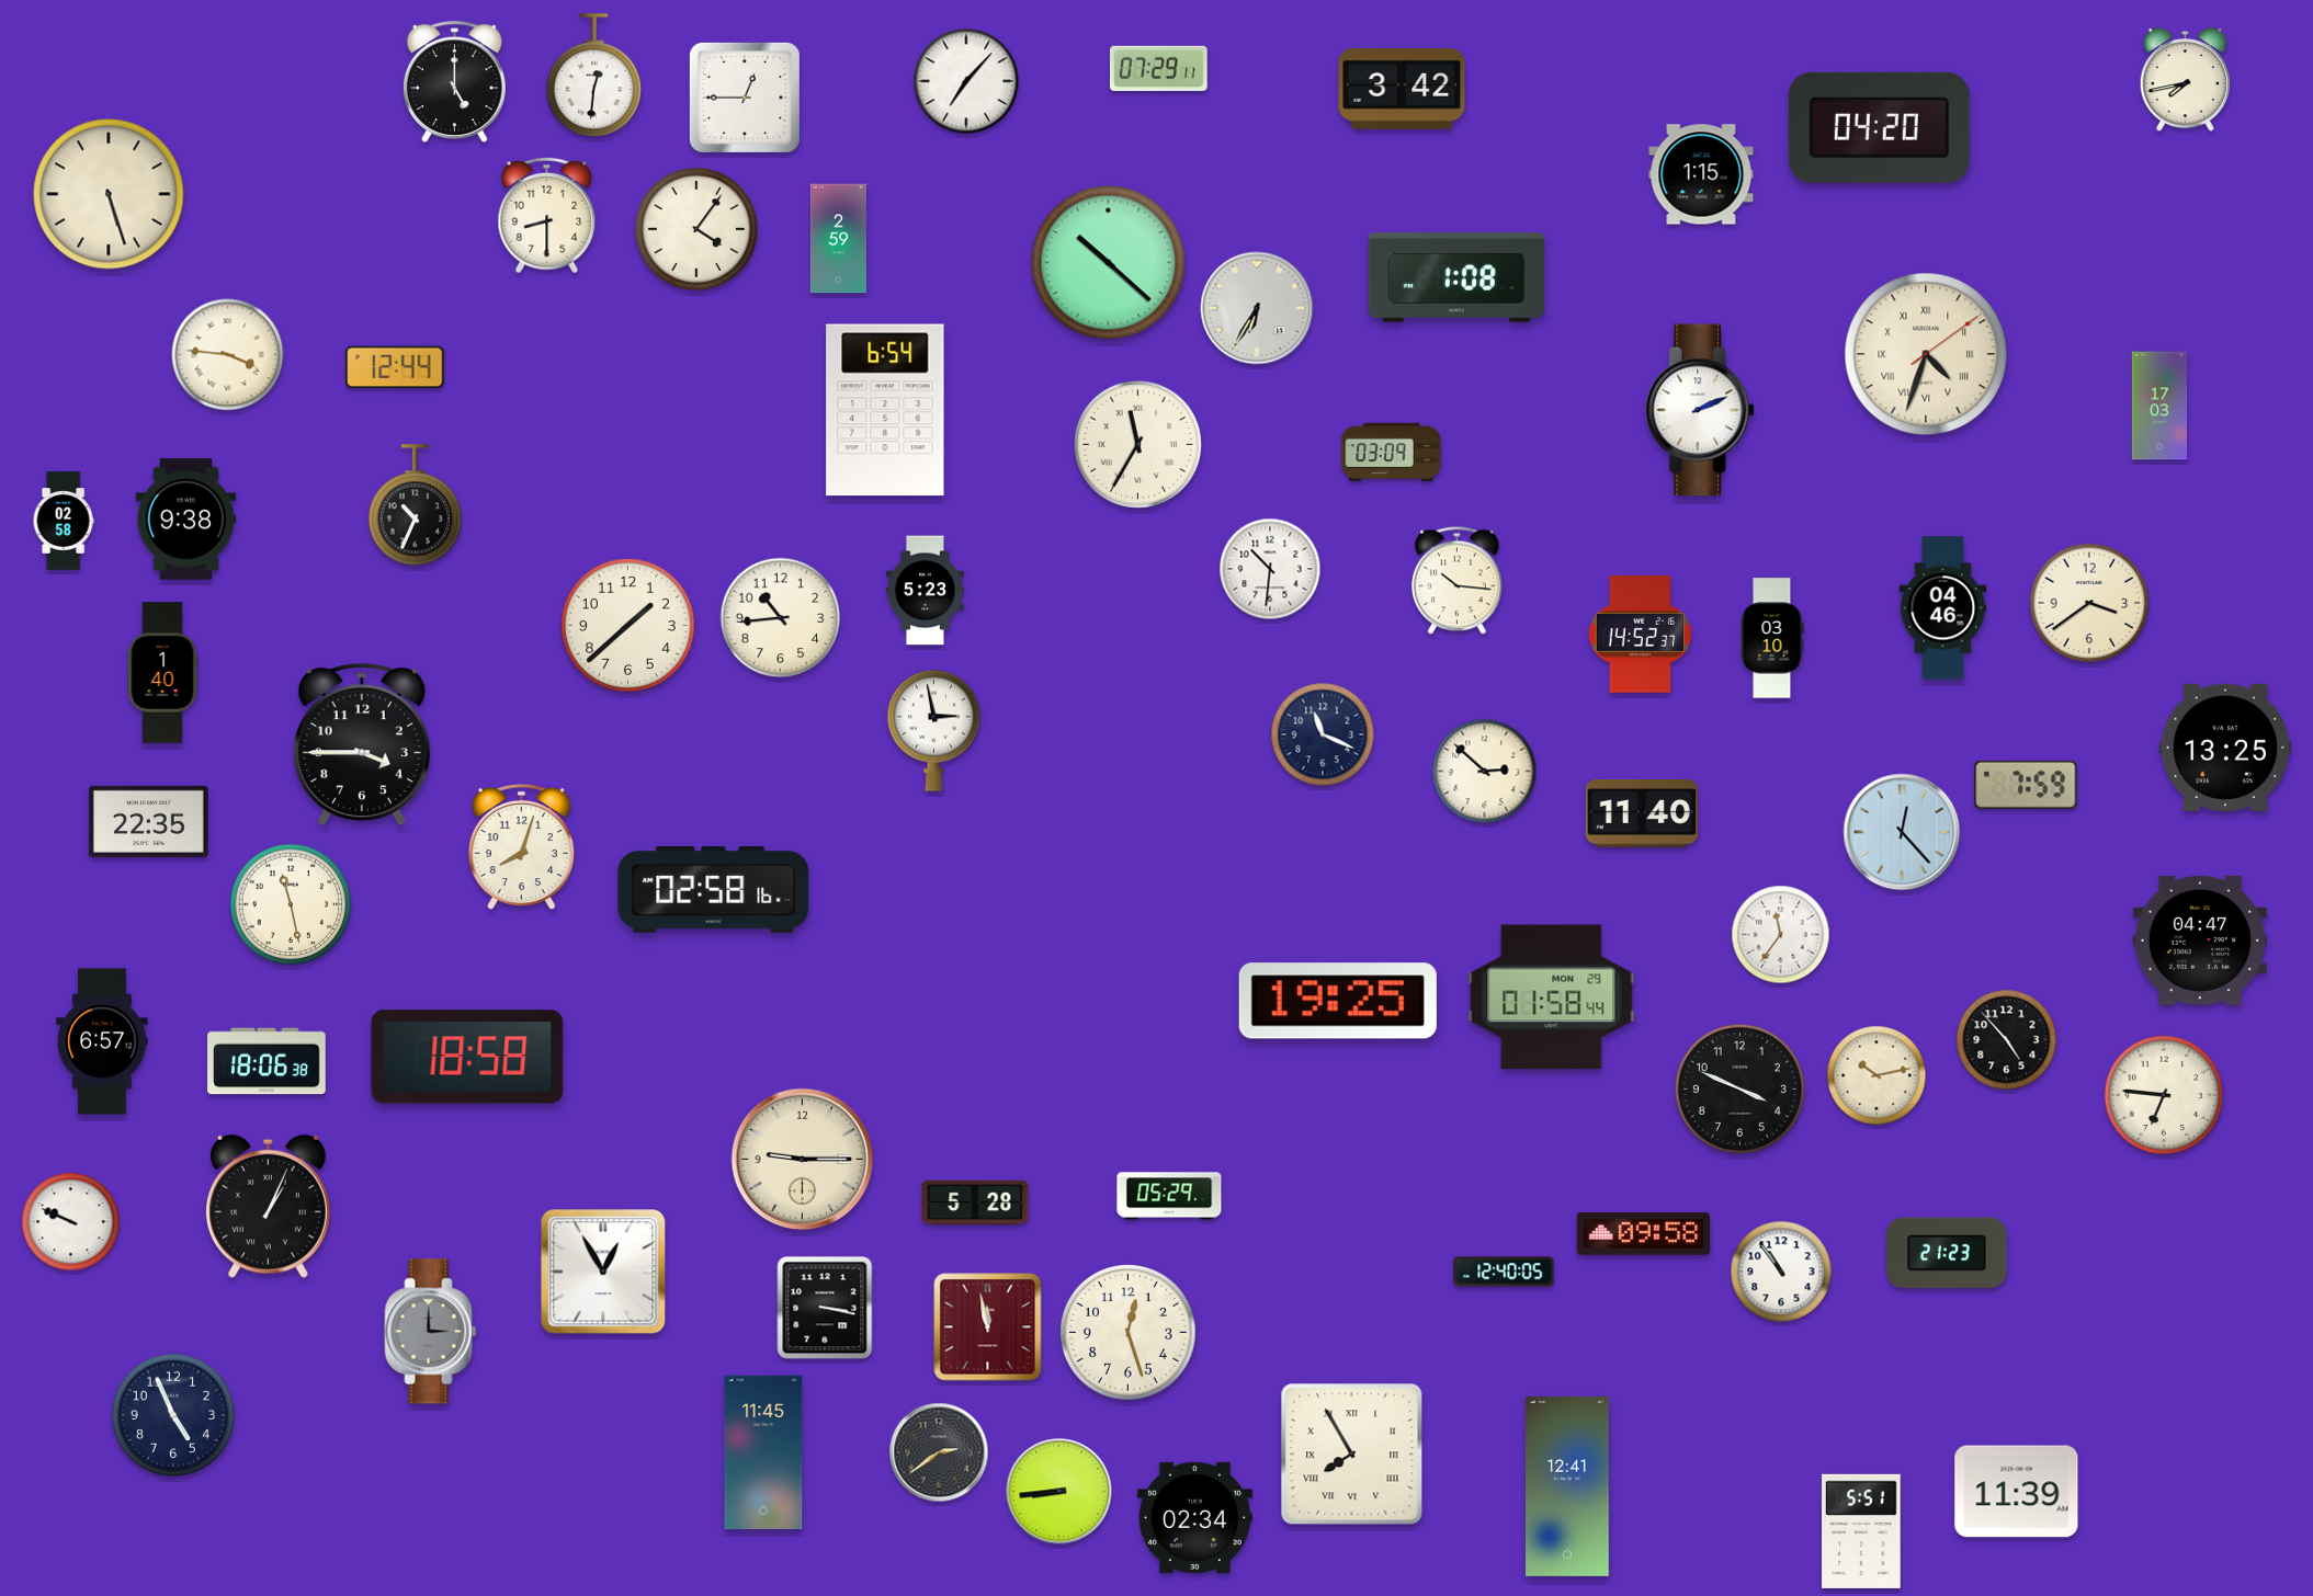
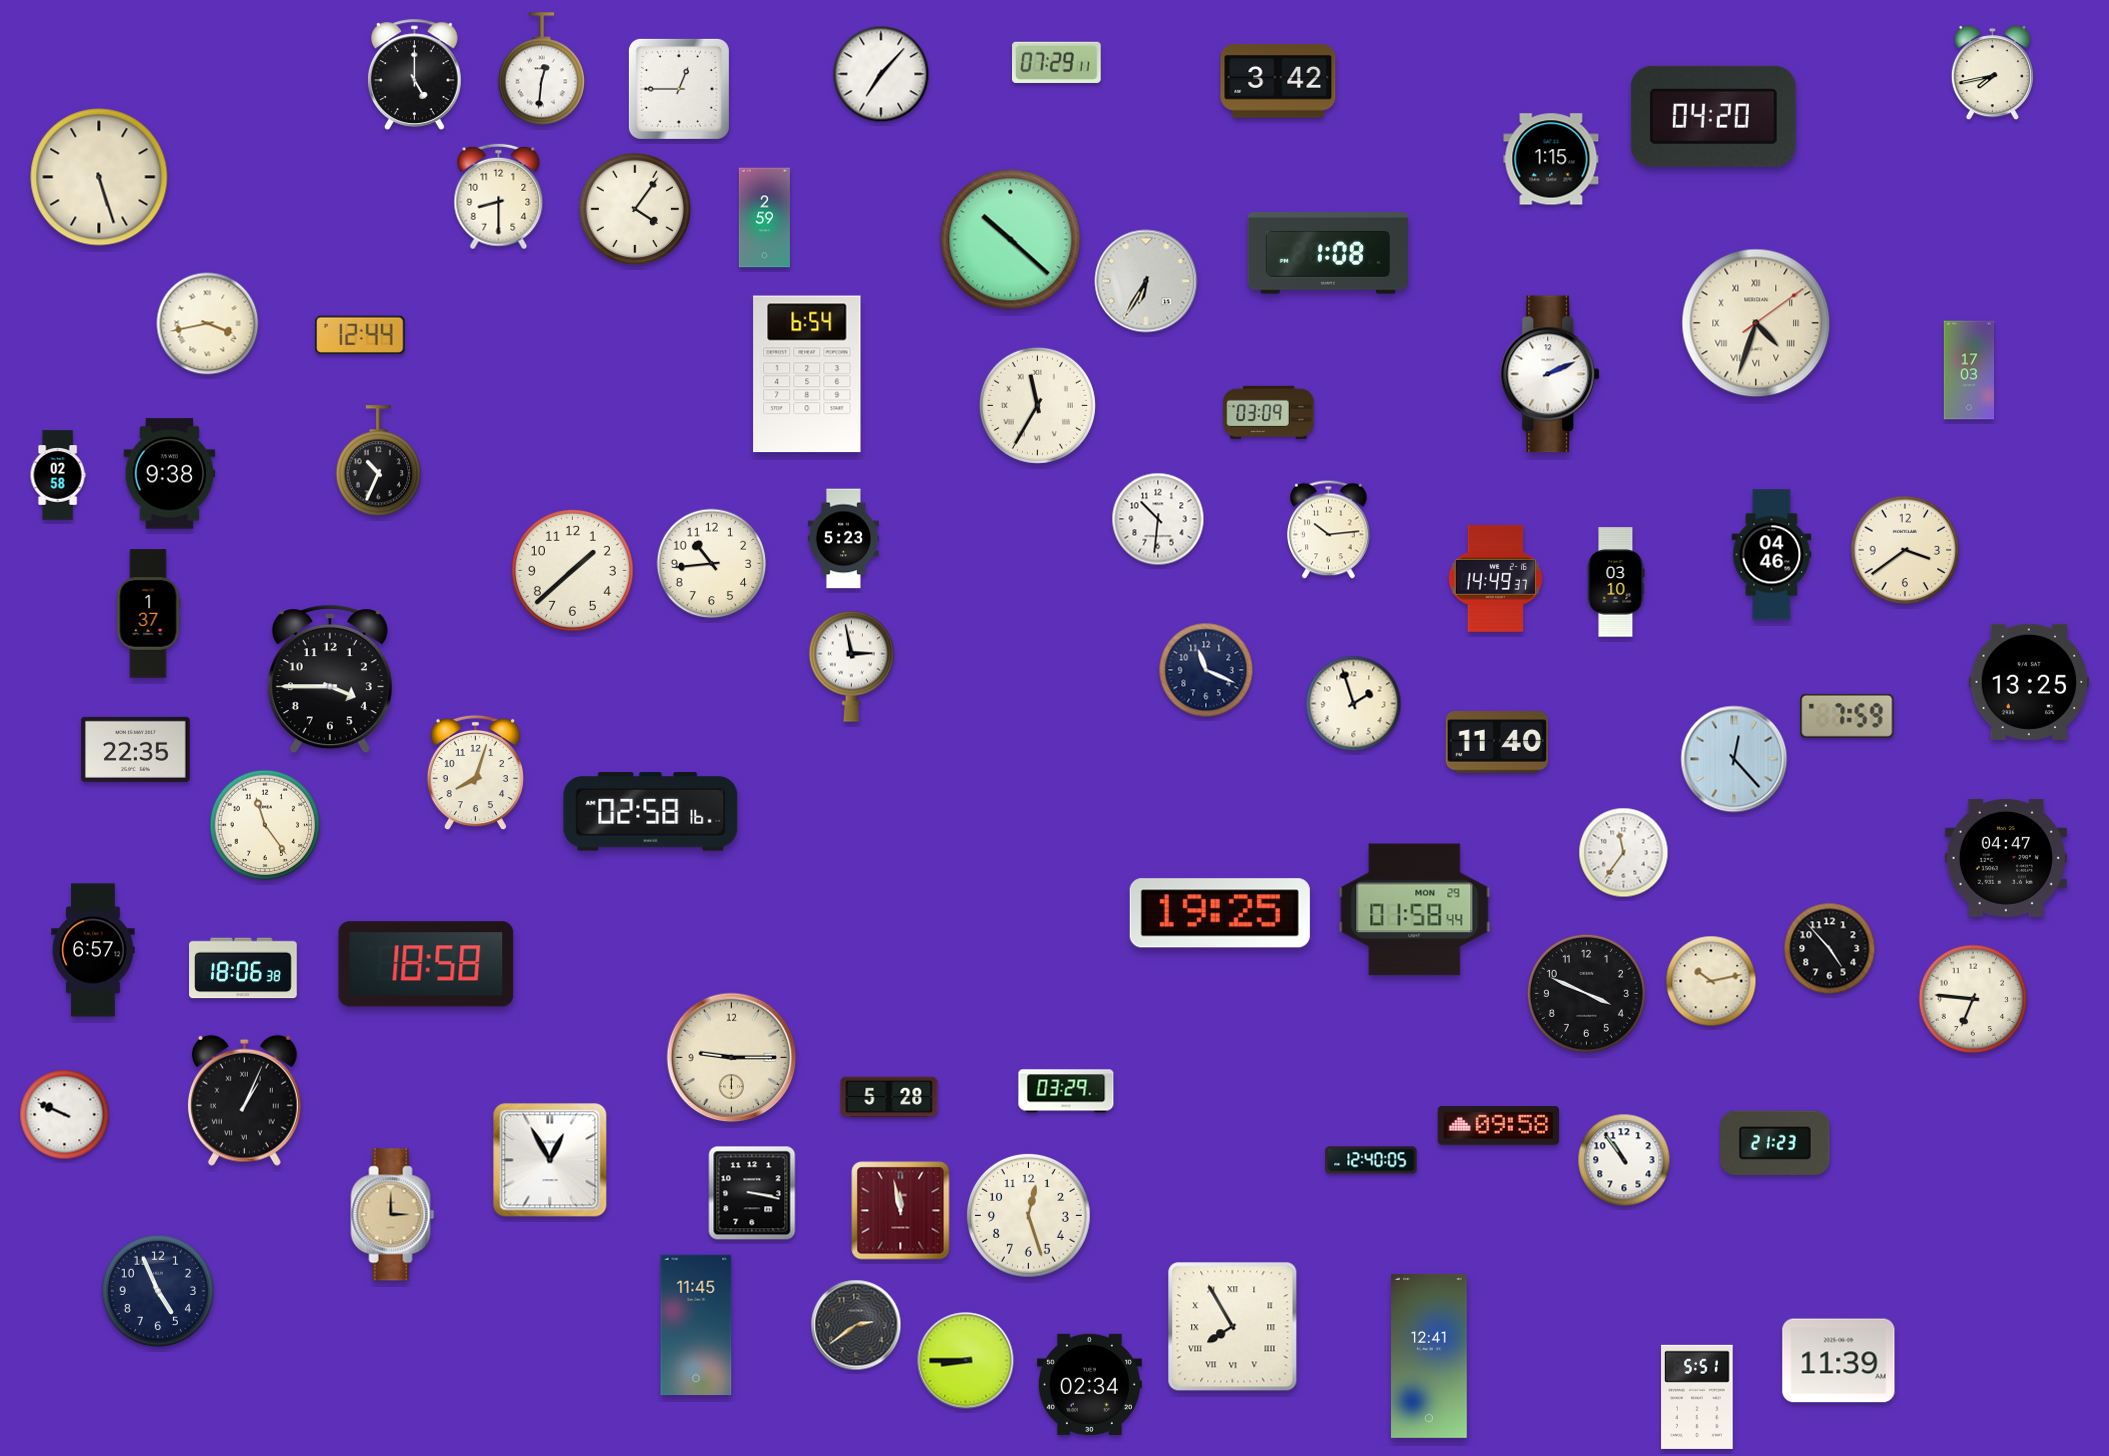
clock at (228, 355): 3:46 -> 3:43
clock at (1458, 581): 10:16 -> 10:14
clock at (1641, 634): 14:52 -> 14:49
clock at (162, 673): 1:40 -> 1:37
clock at (1485, 772): 2:52 -> 1:57
clock at (291, 904): 11:28 -> 11:24
clock at (1169, 1196): 05:29 -> 03:29
clock at (431, 1332) dial: grey -> champagne
clock at (1059, 1492): 8:44 -> 8:45
